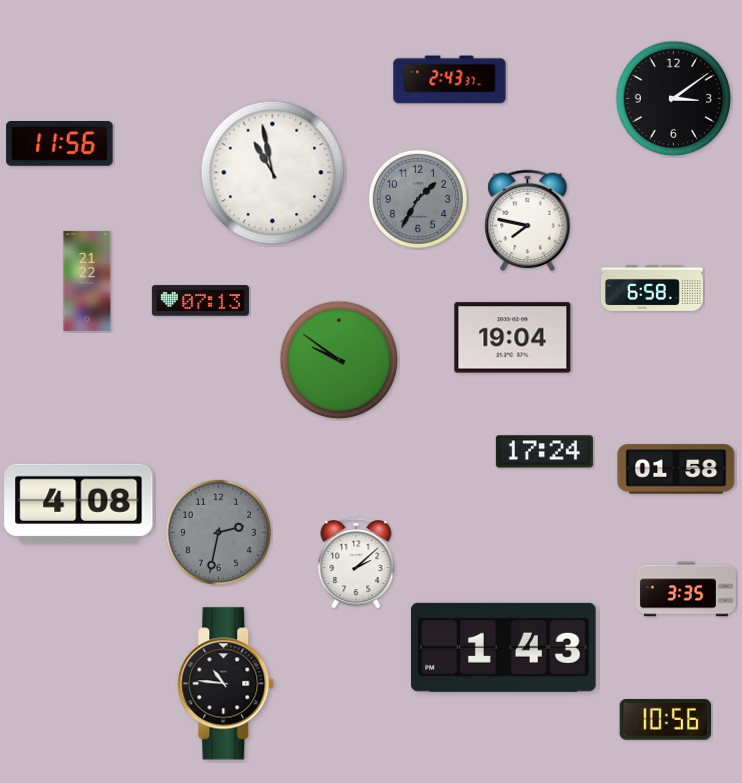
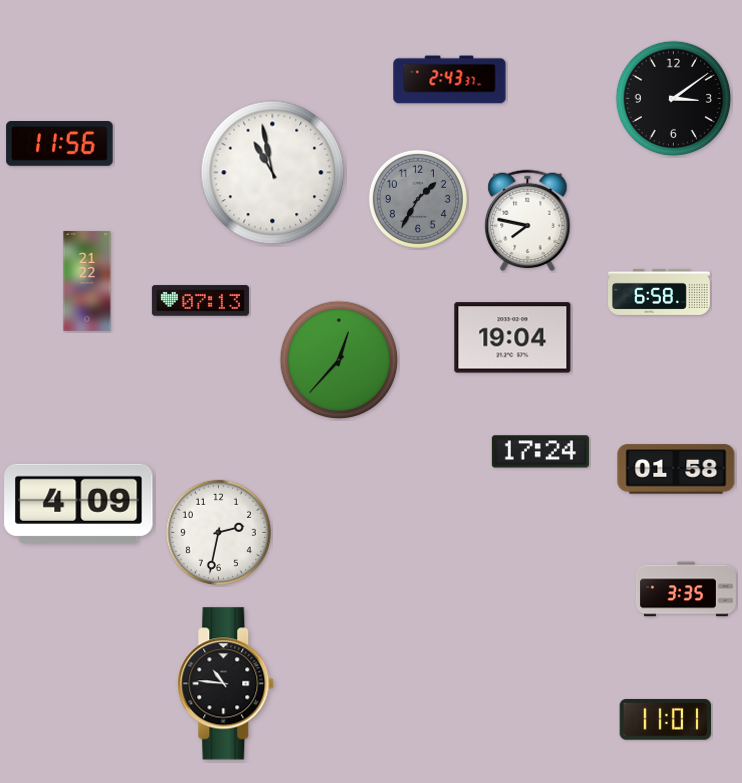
clock at (652, 288) position: (652, 288) -> (659, 292)
clock at (339, 360): 9:51 -> 12:37
clock at (544, 452) position: (544, 452) -> (540, 452)
clock at (79, 503): 4:08 -> 4:09
clock at (218, 532) dial: grey -> white
clock at (356, 563): 2:08 -> none
clock at (504, 647): 1:43 -> none
clock at (666, 719): 10:56 -> 11:01
